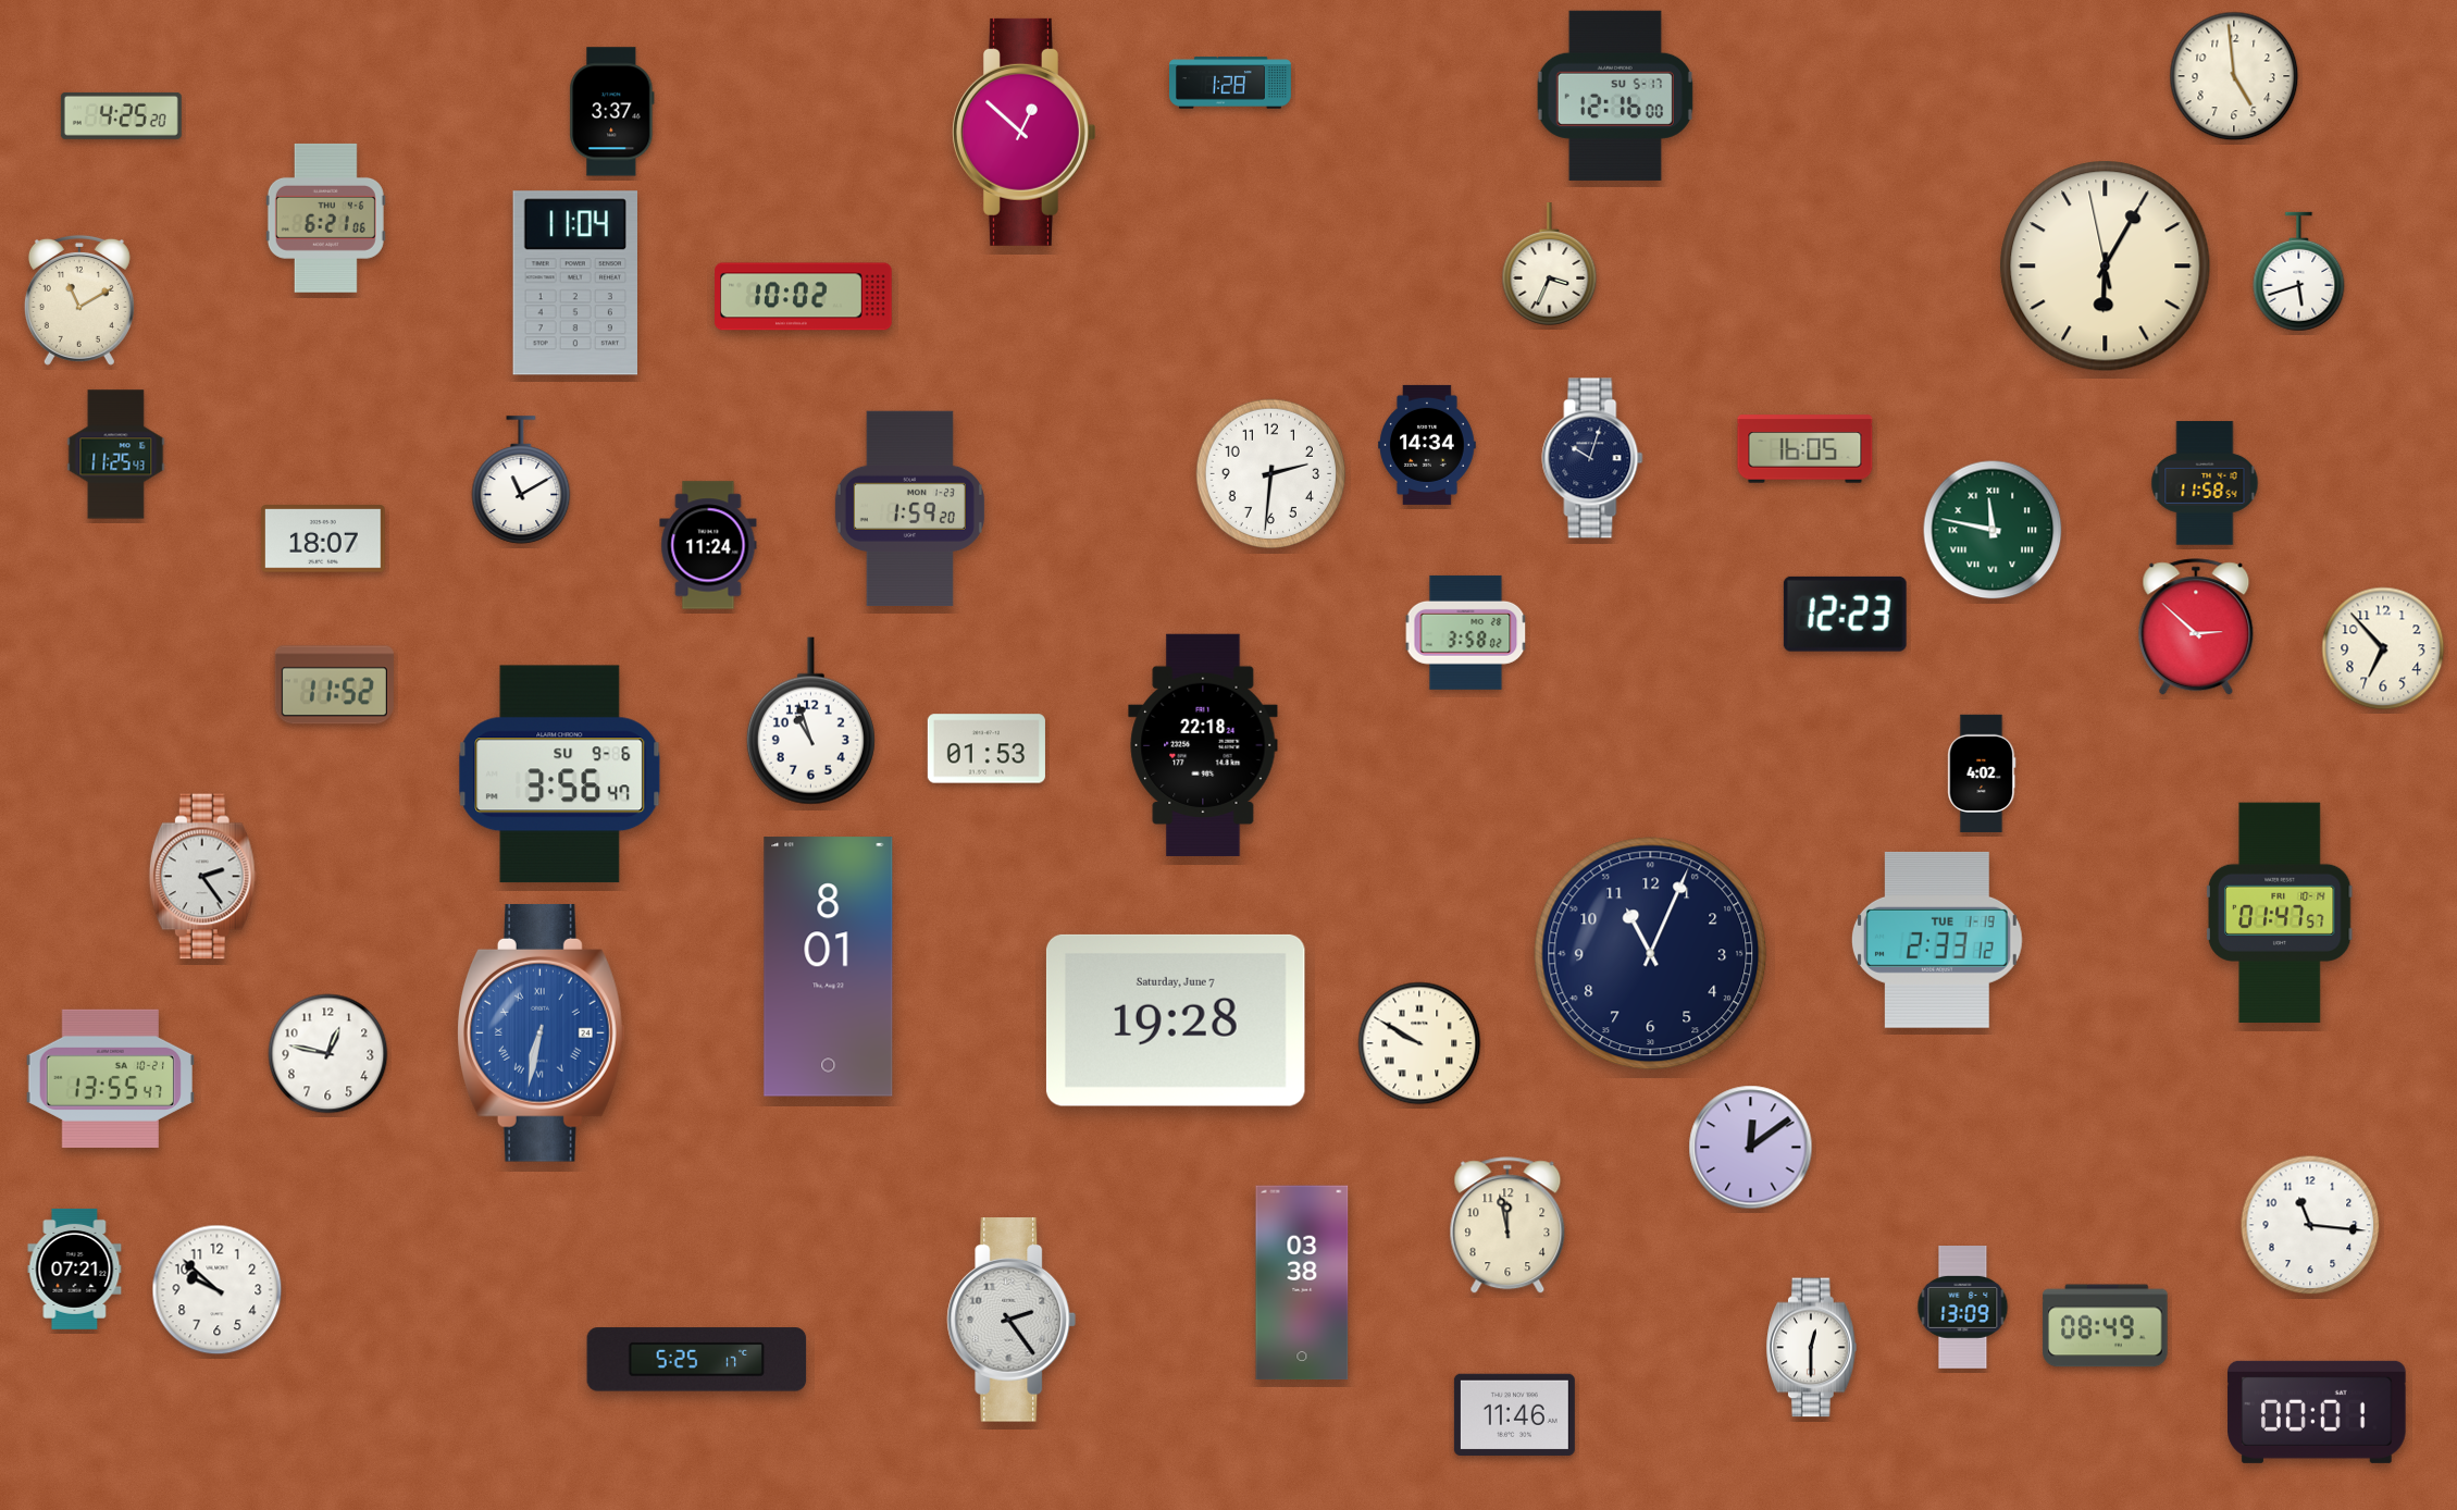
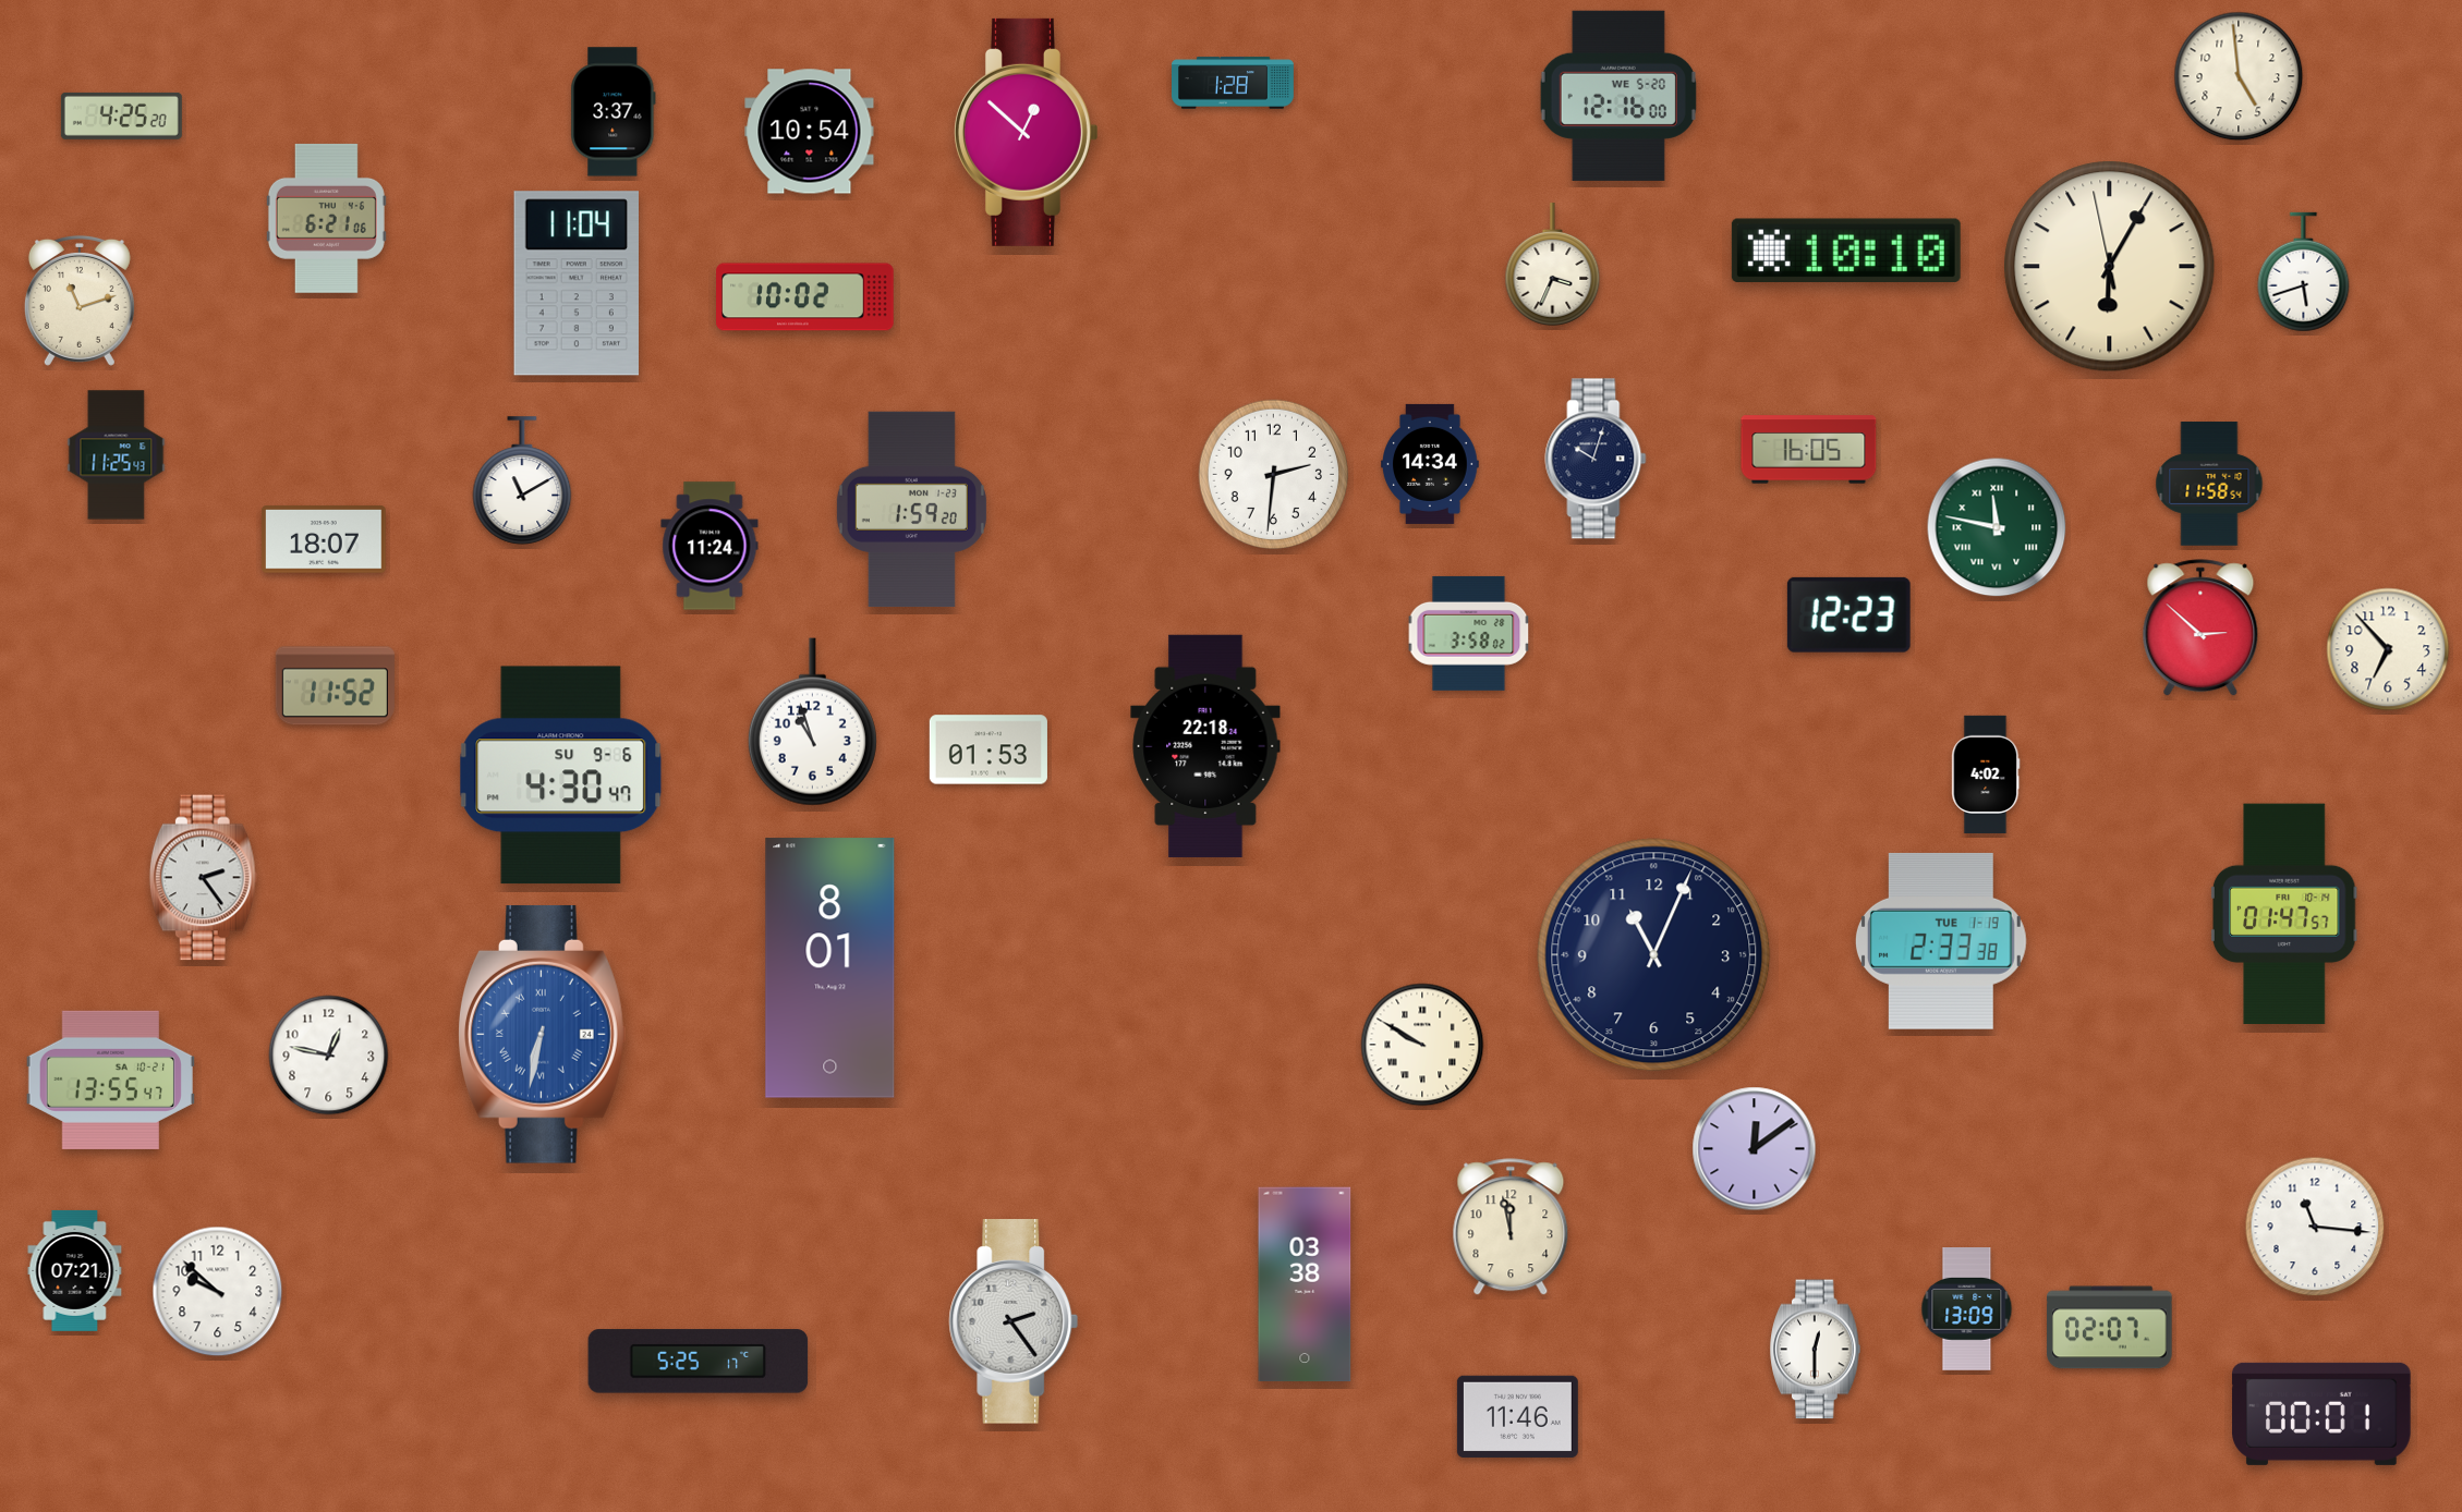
clock at (1615, 96) date: SU 5-17 -> WE 5-20
clock at (810, 132): none -> 10:54
clock at (1846, 251): none -> 10:10
clock at (79, 300): 11:10 -> 11:12
clock at (1428, 445) position: (1428, 445) -> (1431, 464)
clock at (1993, 530) position: (1993, 530) -> (1997, 527)
clock at (560, 775): 3:56 -> 4:30
clock at (1937, 940): 2:33:12 -> 2:33:38
clock at (1176, 1020): 19:28 -> none
clock at (2106, 1326): 08:49 -> 02:07
